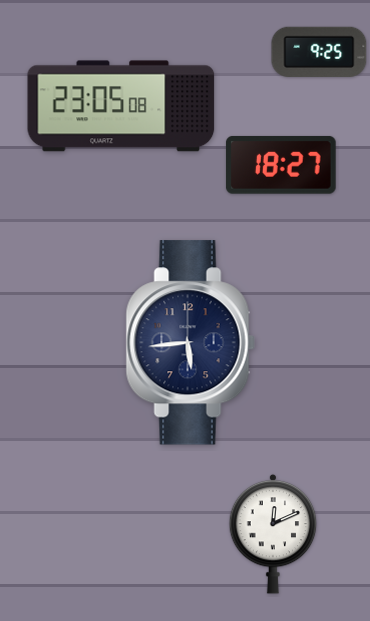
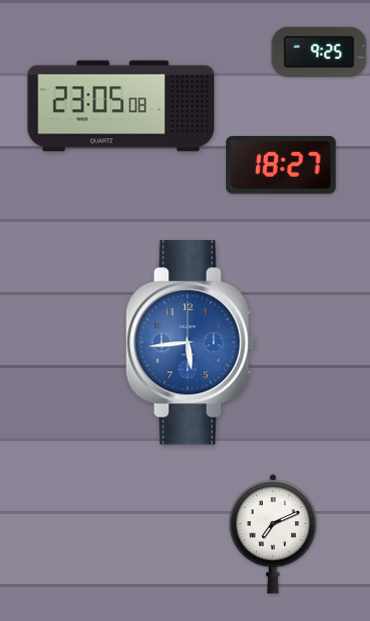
clock at (190, 343) dial: navy -> blue
clock at (273, 534): 12:11 -> 7:11
